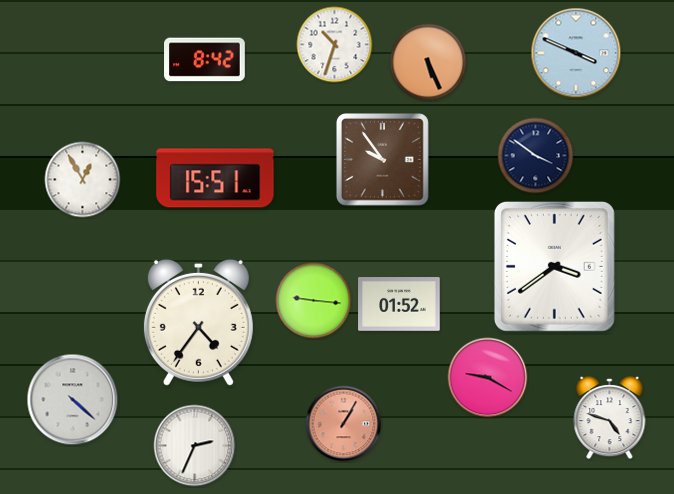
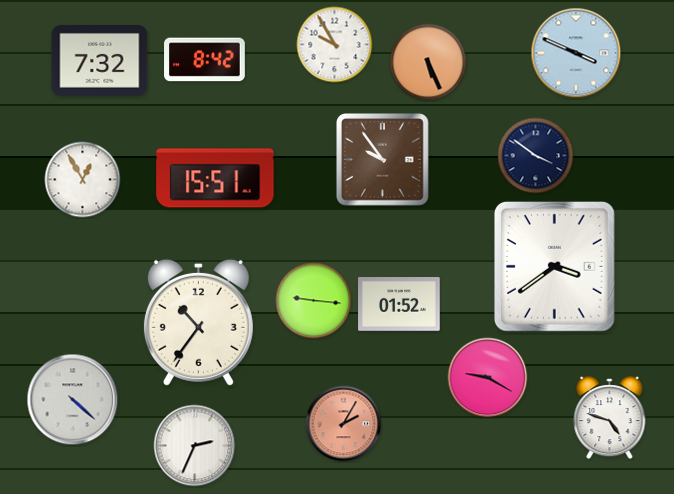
clock at (335, 45): 10:33 -> 9:55
clock at (100, 60): none -> 7:32
clock at (198, 322): 4:36 -> 10:36
clock at (344, 424): 1:05 -> 2:05
